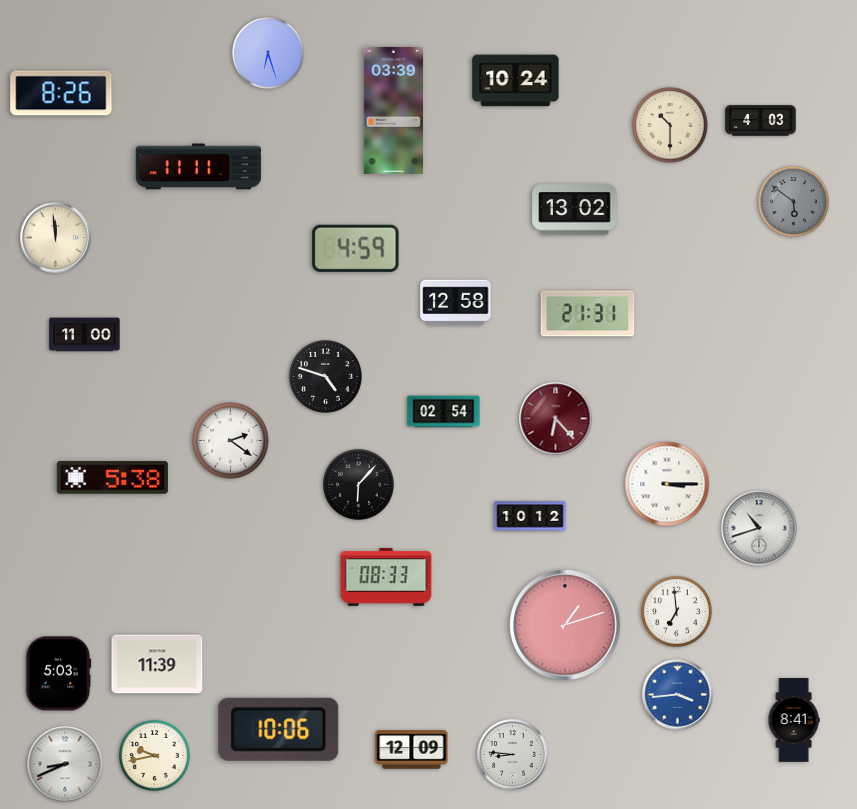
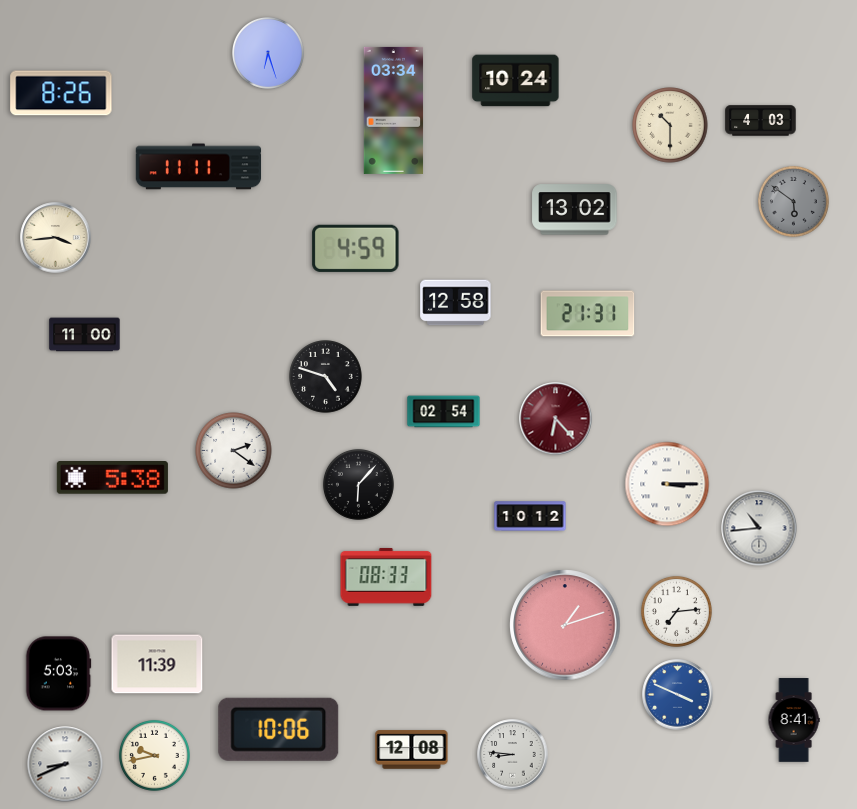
clock at (394, 110): 03:39 -> 03:34
clock at (56, 238): 11:59 -> 3:44
clock at (231, 441) position: (231, 441) -> (234, 451)
clock at (759, 528): 10:42 -> 10:44
clock at (676, 611): 6:59 -> 7:14
clock at (678, 695): 3:44 -> 3:49
clock at (412, 750): 12:09 -> 12:08
